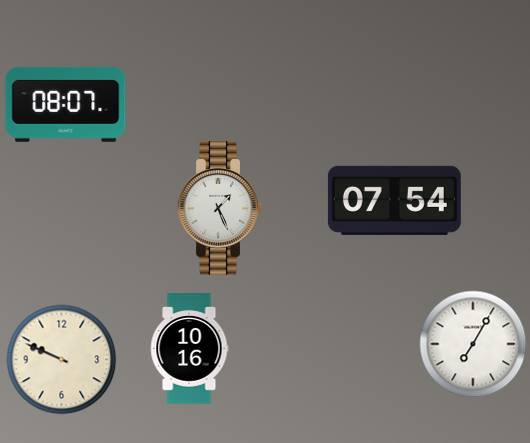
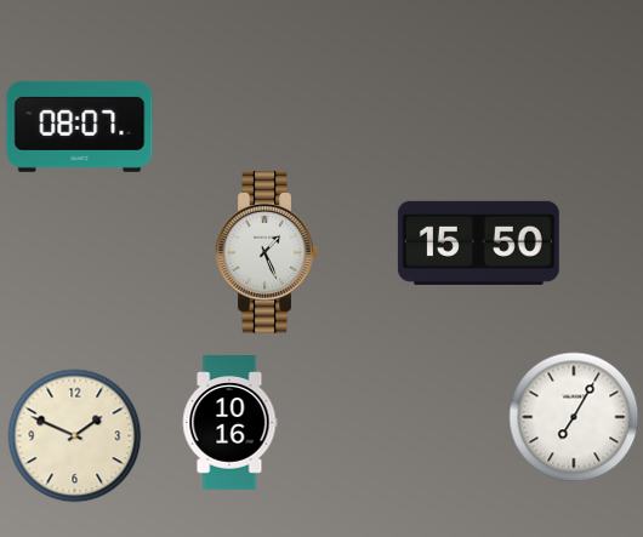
clock at (394, 200): 07:54 -> 15:50
clock at (62, 360): 9:49 -> 1:49
